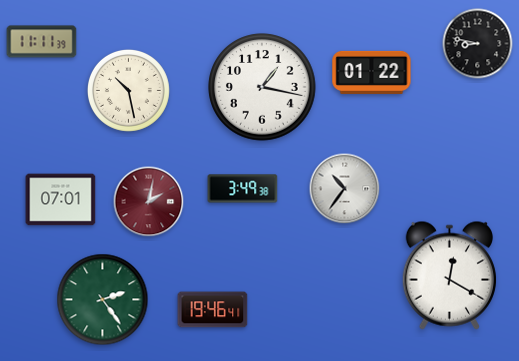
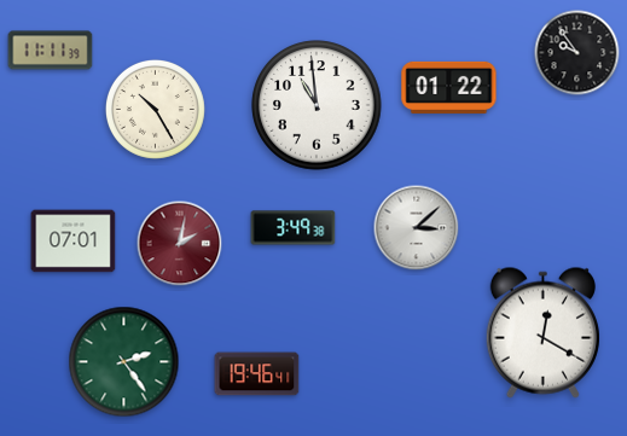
clock at (478, 44): 8:47 -> 9:54
clock at (262, 87): 1:17 -> 10:59
clock at (128, 90): 10:28 -> 10:25
clock at (345, 189): 10:36 -> 3:08
